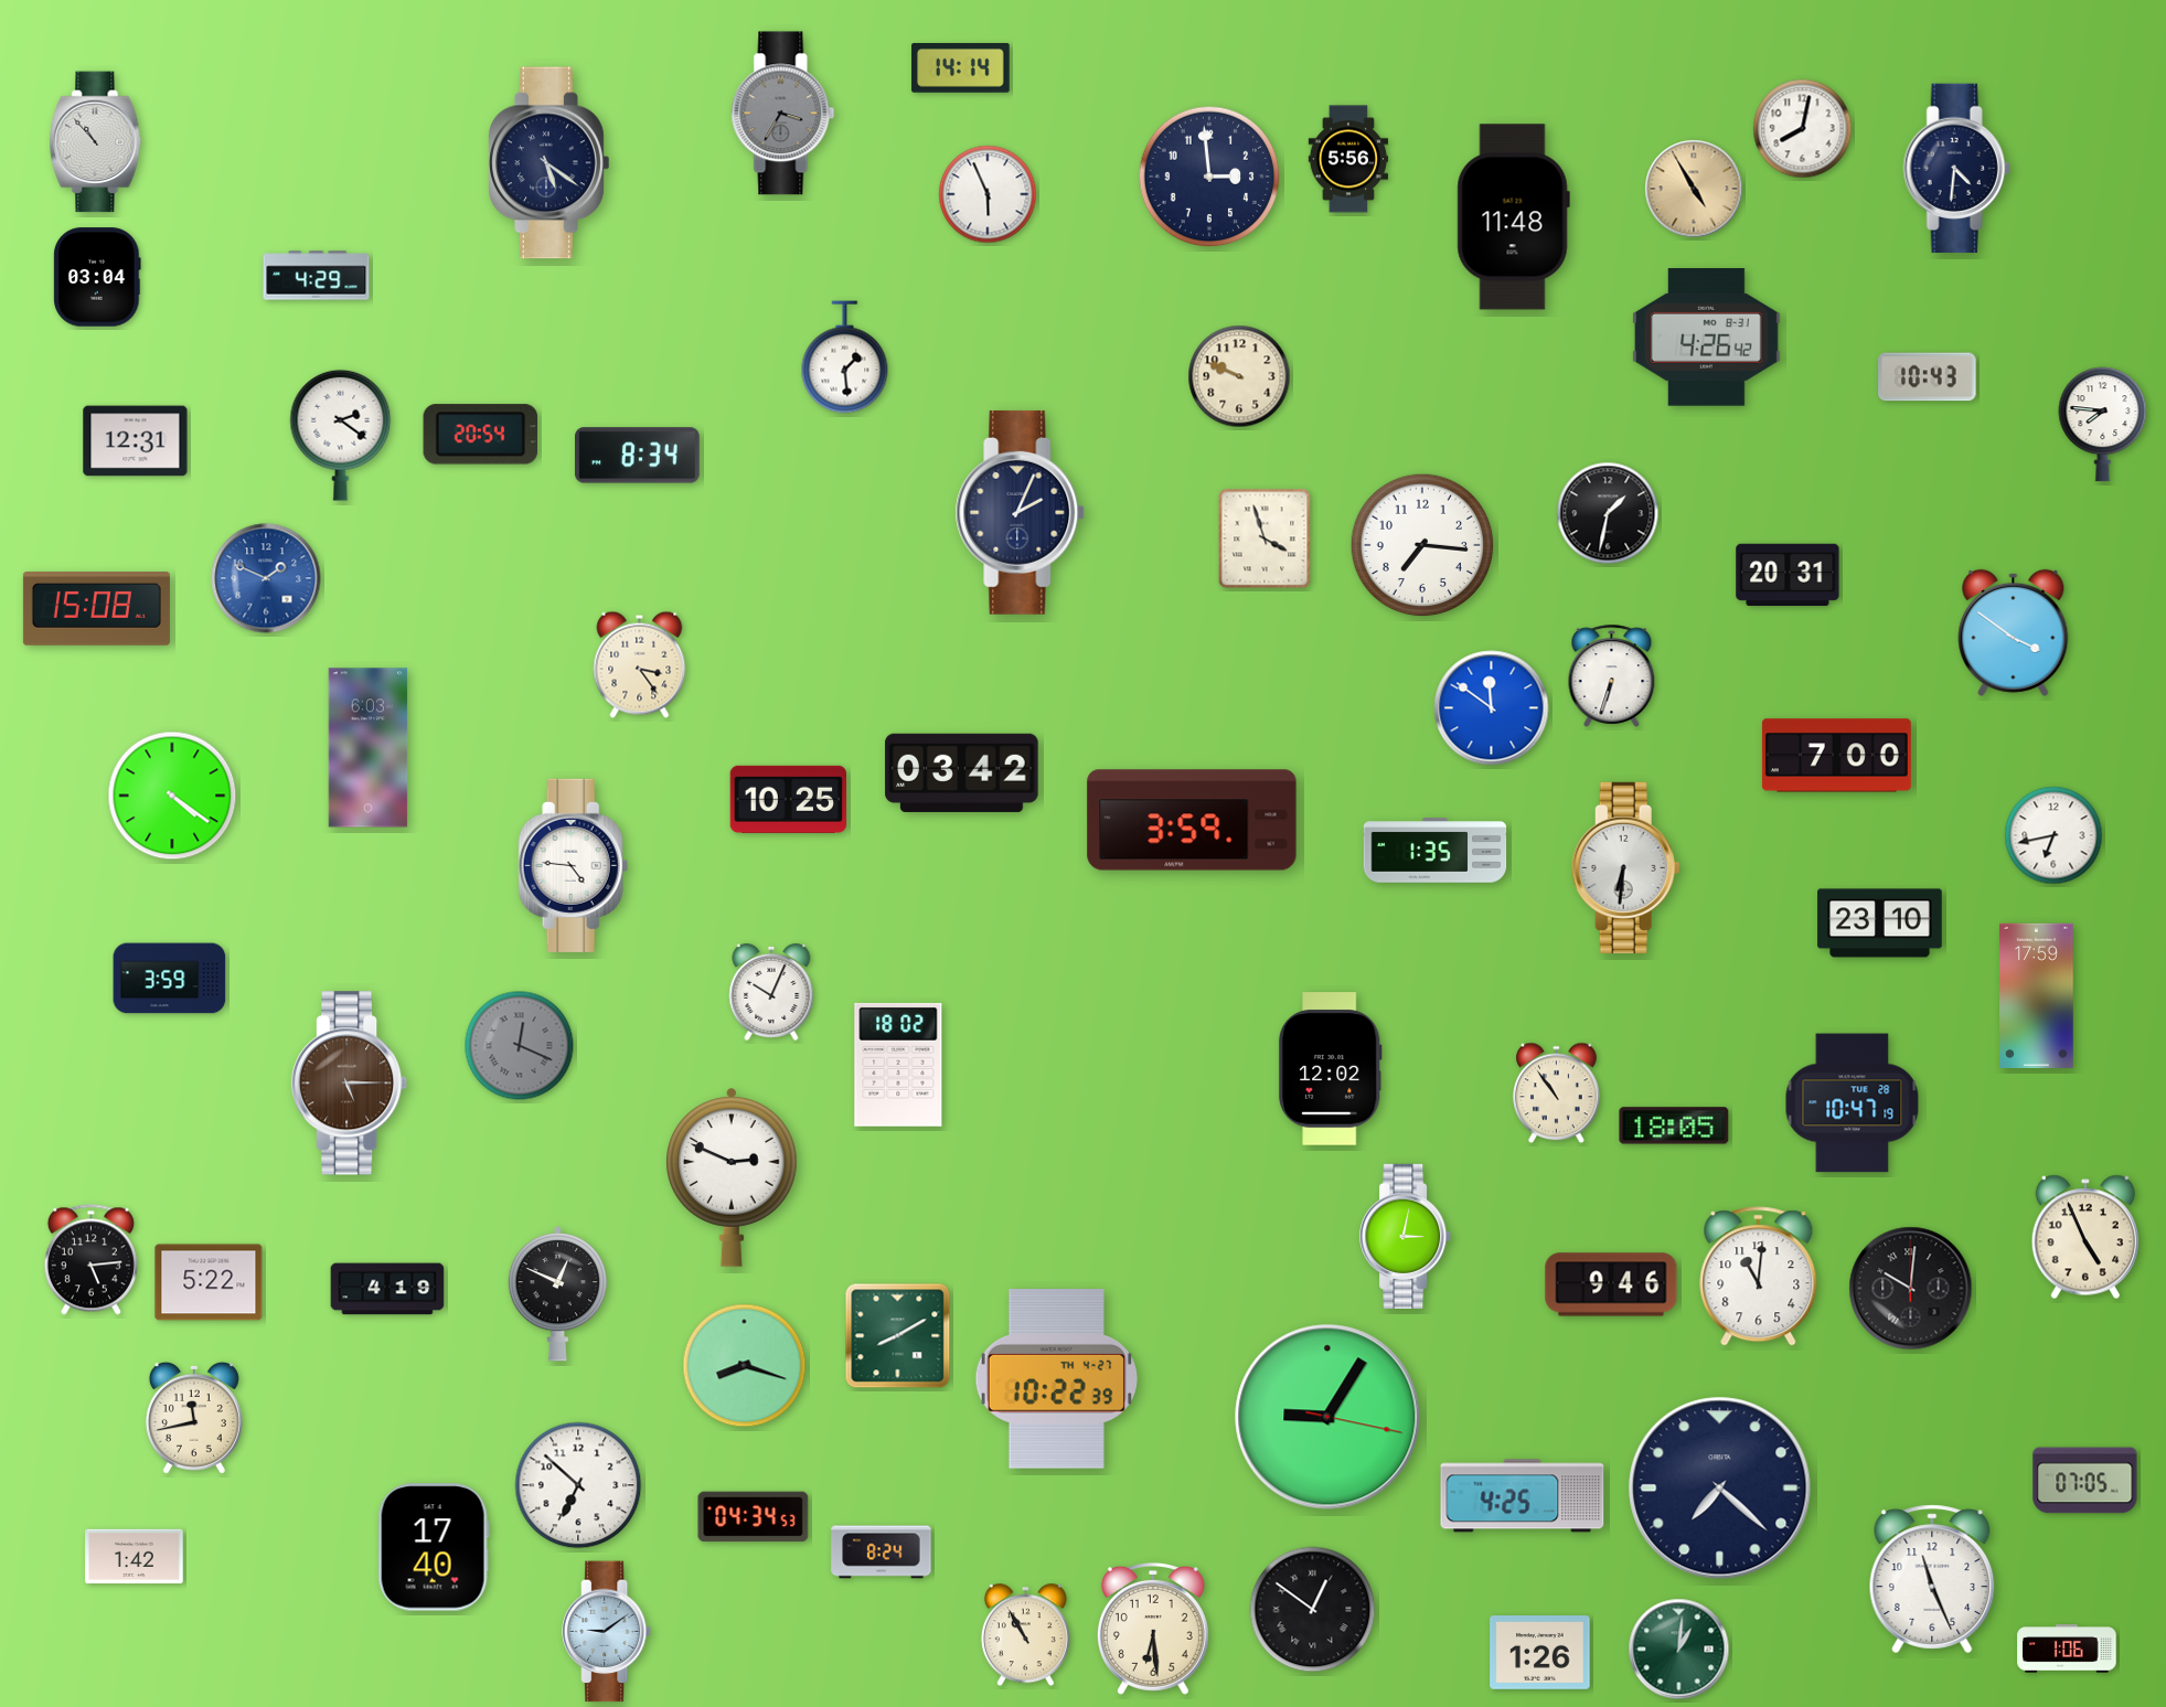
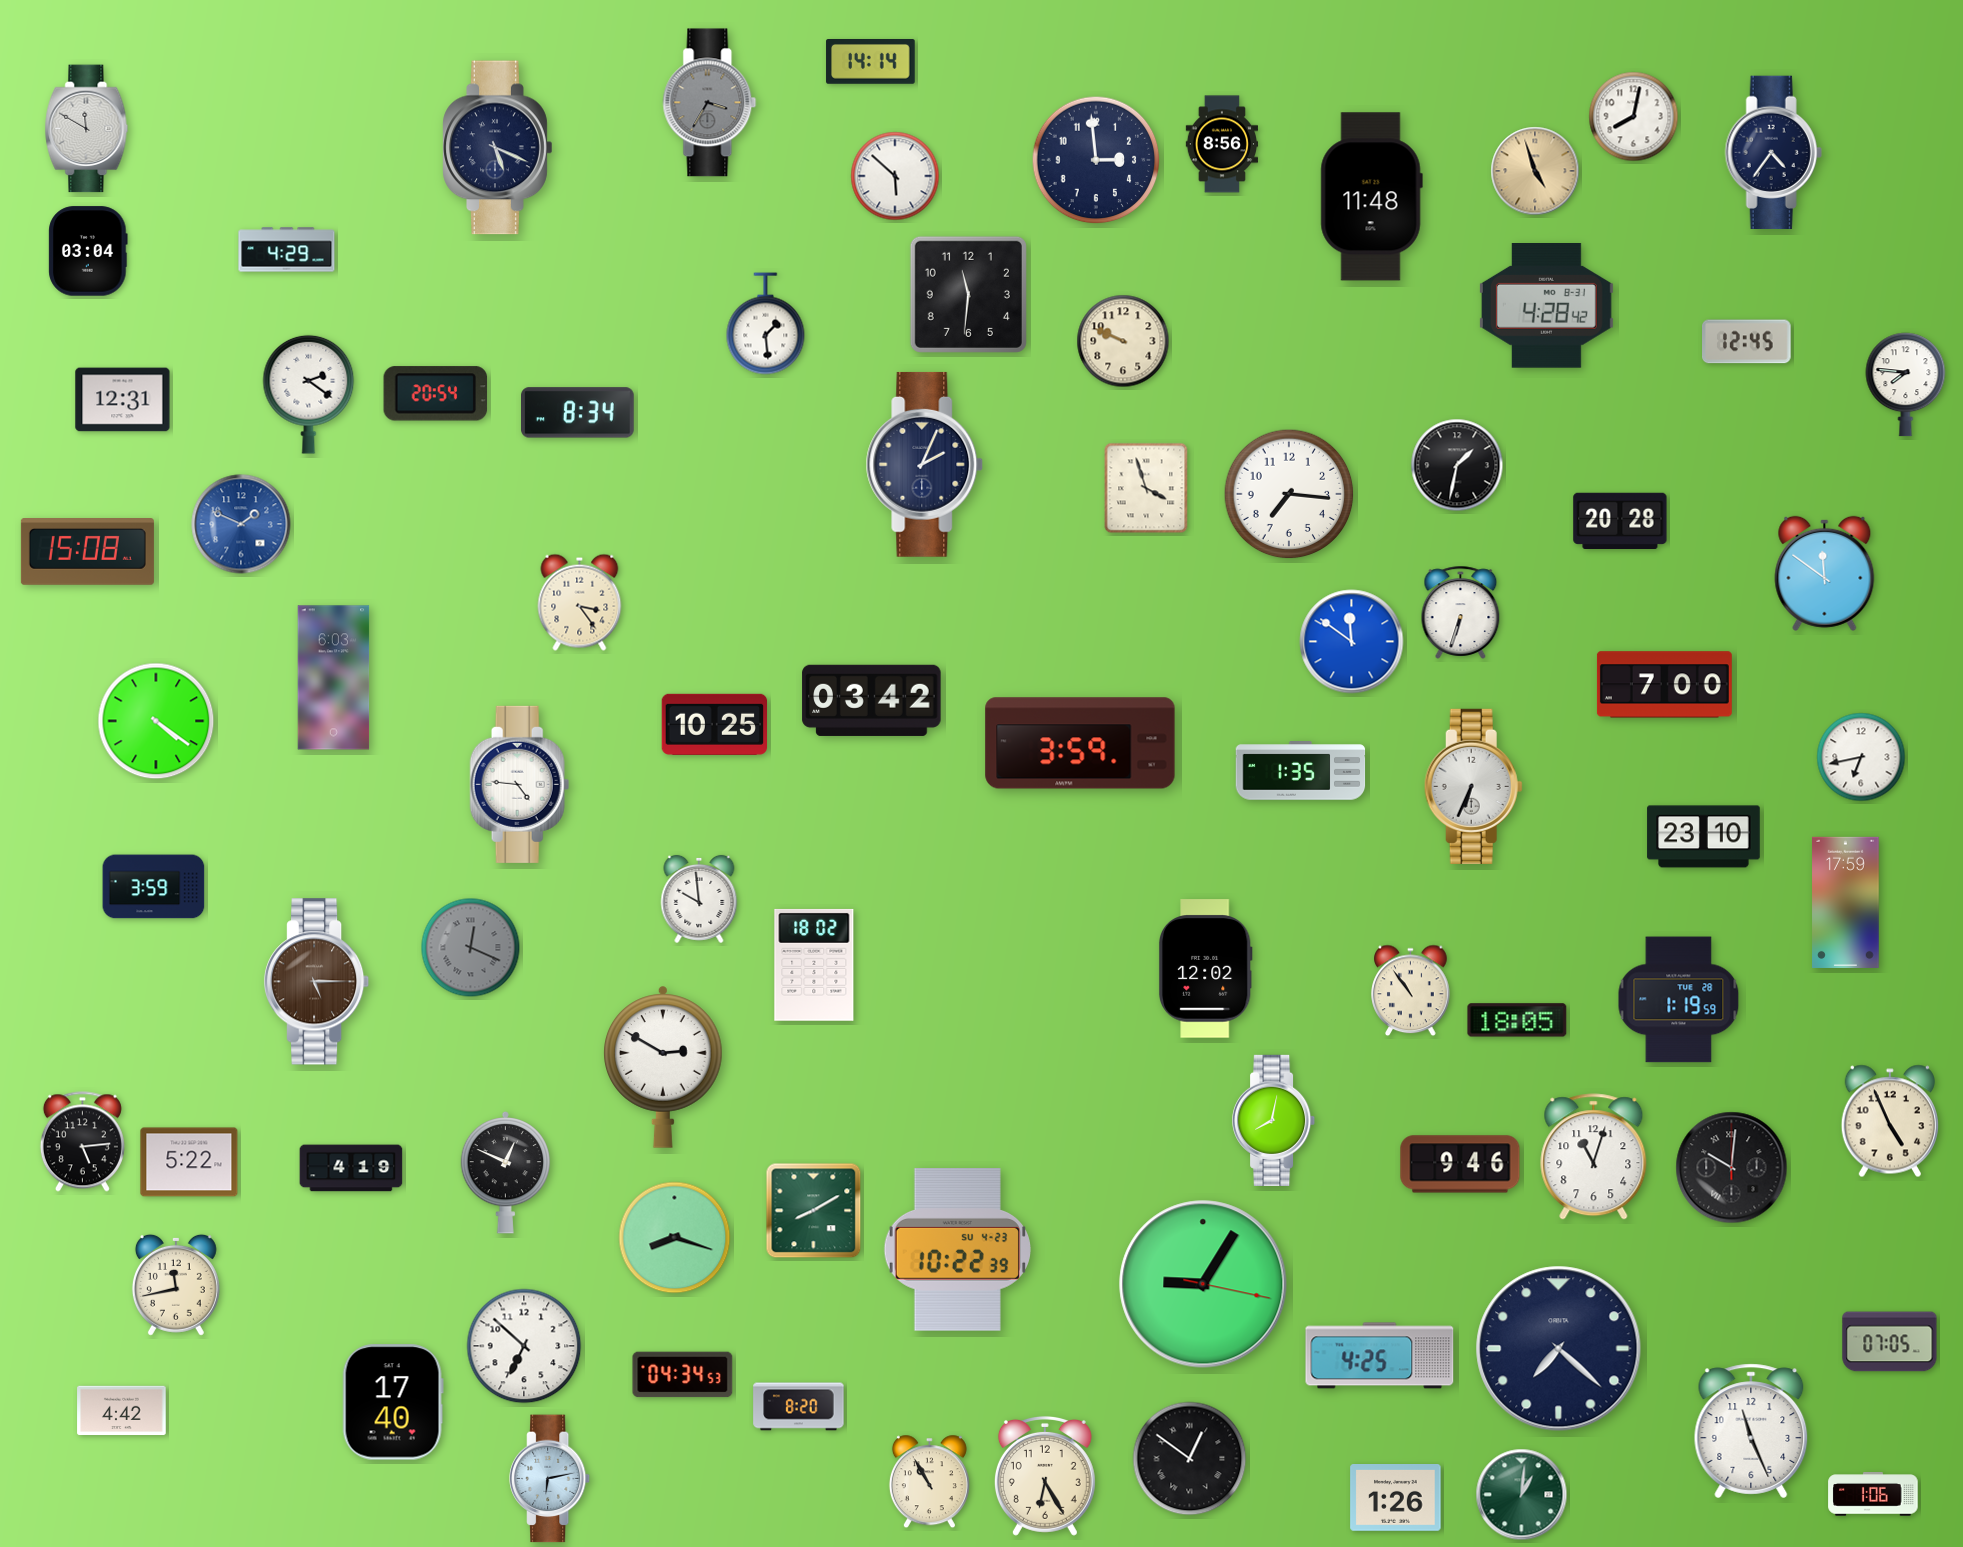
clock at (96, 142): 10:53 -> 11:50
clock at (1347, 159): 5:56 -> 8:56
clock at (549, 163): 5:21 -> 5:19
clock at (1956, 169): 4:31 -> 4:36
clock at (1694, 189): 4:55 -> 4:57
clock at (988, 194): 5:56 -> 5:52
clock at (968, 294): none -> 11:31
clock at (1706, 338): 4:26 -> 4:28
clock at (1928, 377): 10:43 -> 12:45
clock at (1788, 574): 20:31 -> 20:28
clock at (2014, 632): 3:51 -> 11:51
clock at (1625, 867): 6:31 -> 6:34
clock at (771, 992): 10:04 -> 9:59
clock at (1853, 1103): 10:47 -> 1:19
clock at (733, 1177): 2:49 -> 2:50
clock at (1406, 1236): 3:02 -> 8:02
clock at (1759, 1277): 11:01 -> 11:03
clock at (1056, 1379) date: TH 4-27 -> SU 4-23
clock at (882, 1553): 8:24 -> 8:20
clock at (135, 1557): 1:42 -> 4:42
clock at (1153, 1629): 6:29 -> 6:25
clock at (607, 1632): 9:09 -> 6:13
